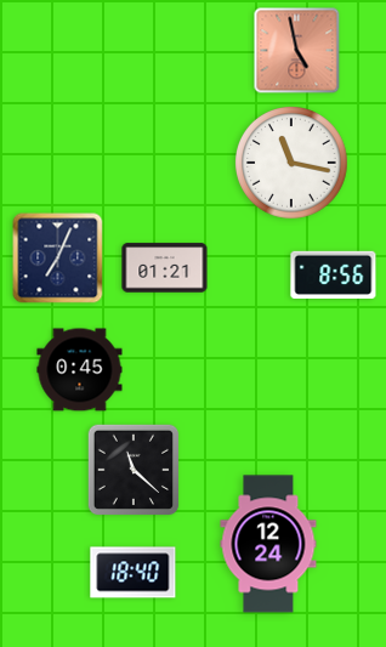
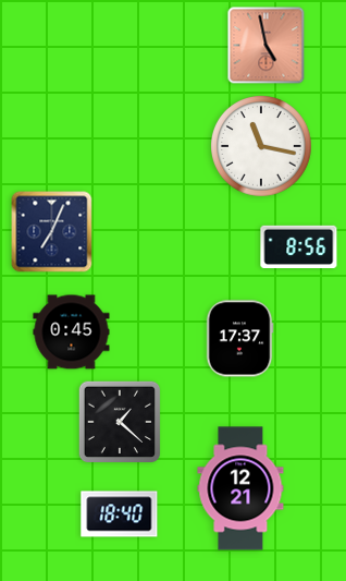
clock at (165, 268): 01:21 -> none
clock at (239, 339): none -> 17:37
clock at (134, 470): 11:22 -> 1:22
clock at (268, 544): 12:24 -> 12:21
